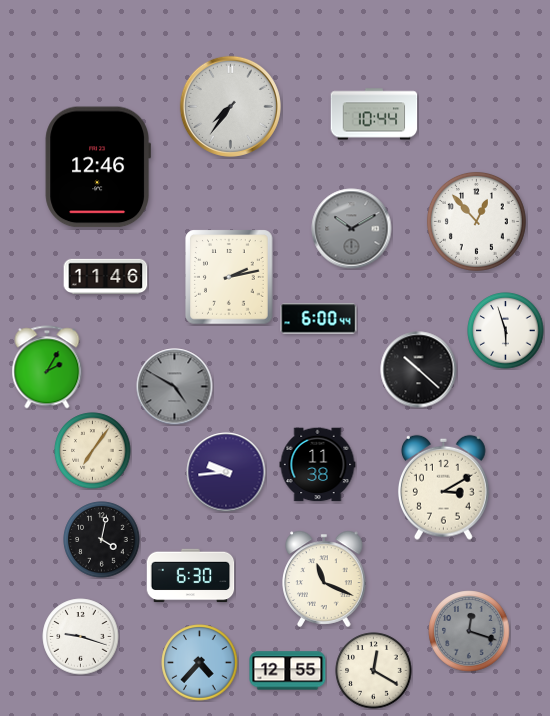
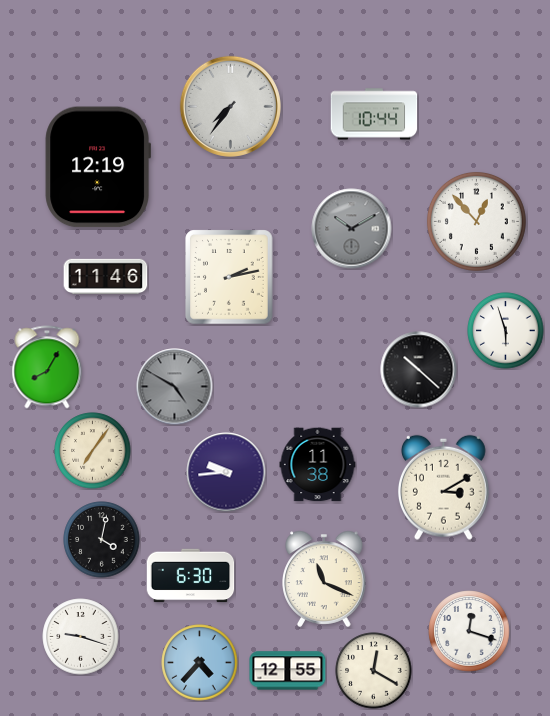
clock at (97, 167): 12:46 -> 12:19
clock at (319, 319): 6:00 -> none
clock at (47, 367): 2:05 -> 8:05
clock at (469, 631) dial: grey -> white
